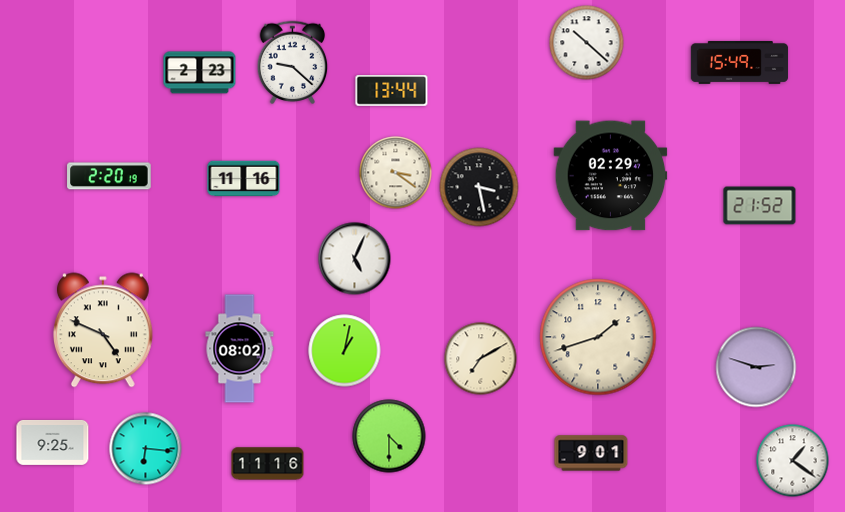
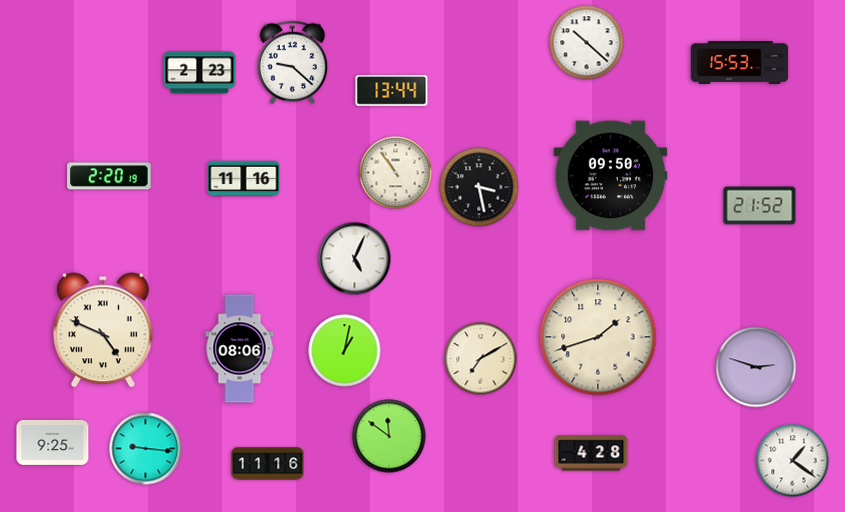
clock at (740, 62): 15:49 -> 15:53
clock at (396, 173): 3:21 -> 10:54
clock at (611, 176): 02:29 -> 09:50
clock at (240, 349): 08:02 -> 08:06
clock at (389, 436): 4:30 -> 11:51
clock at (146, 449): 6:16 -> 9:16
clock at (591, 453): 9:01 -> 4:28
